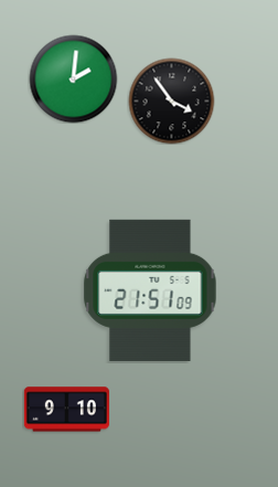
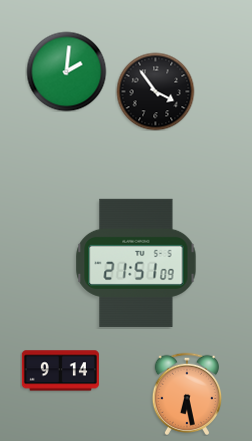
clock at (66, 410): 9:10 -> 9:14
clock at (186, 394): none -> 6:28
